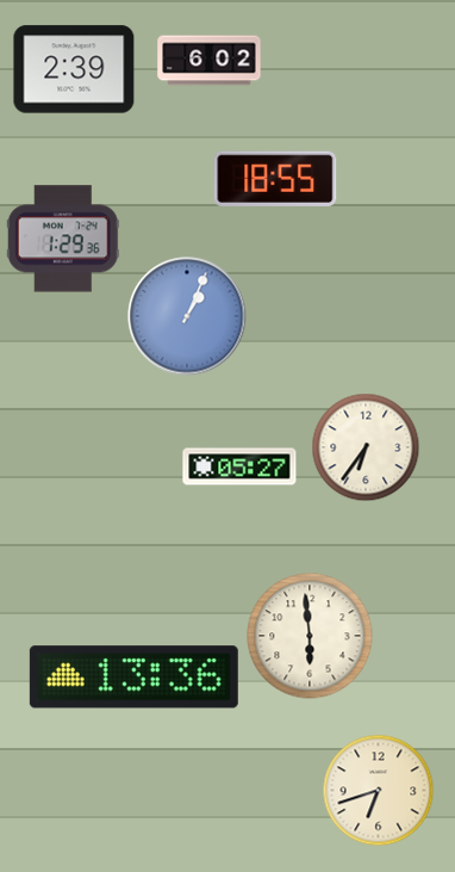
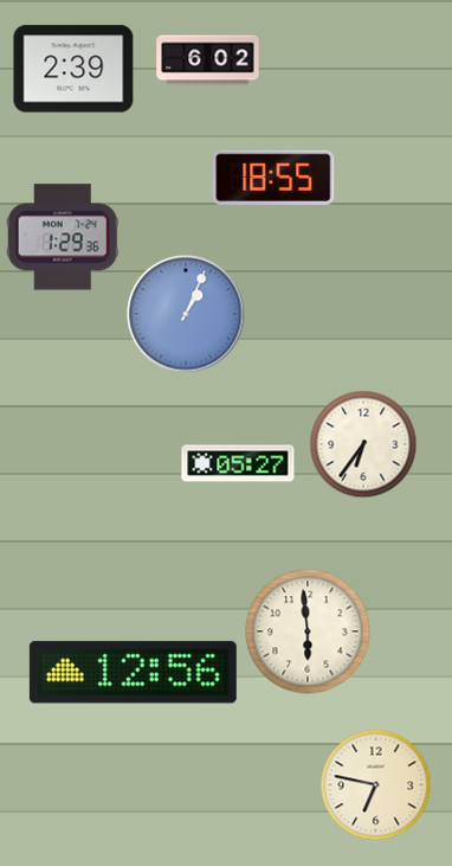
clock at (133, 678): 13:36 -> 12:56
clock at (378, 790): 6:42 -> 6:47
